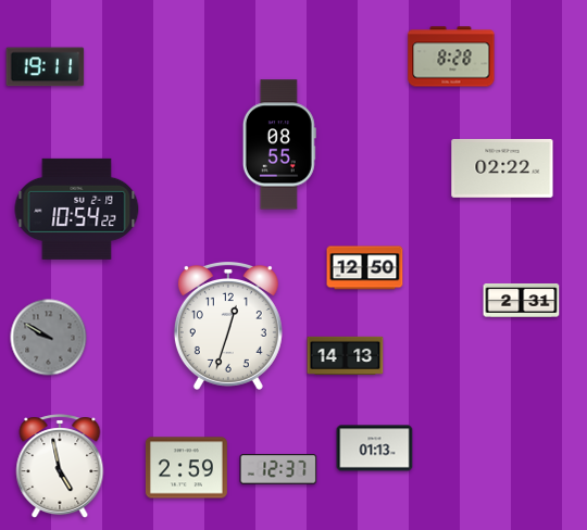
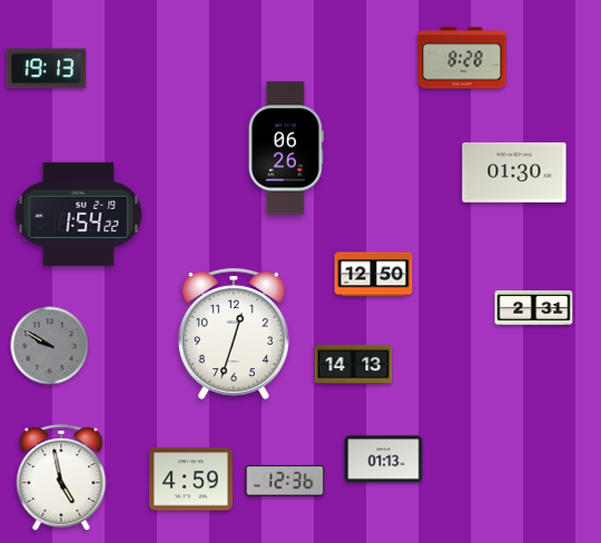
clock at (46, 67): 19:11 -> 19:13
clock at (279, 144): 08:55 -> 06:26
clock at (502, 168): 02:22 -> 01:30
clock at (77, 209): 10:54 -> 1:54
clock at (186, 468): 2:59 -> 4:59
clock at (278, 469): 12:37 -> 12:36
